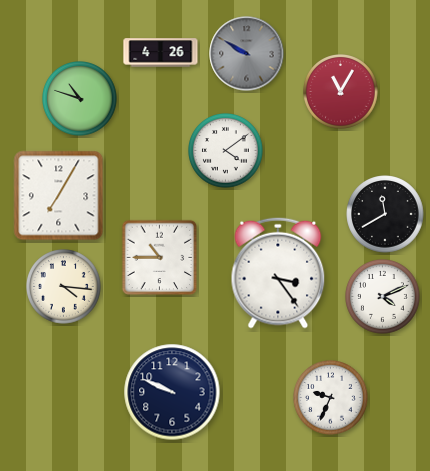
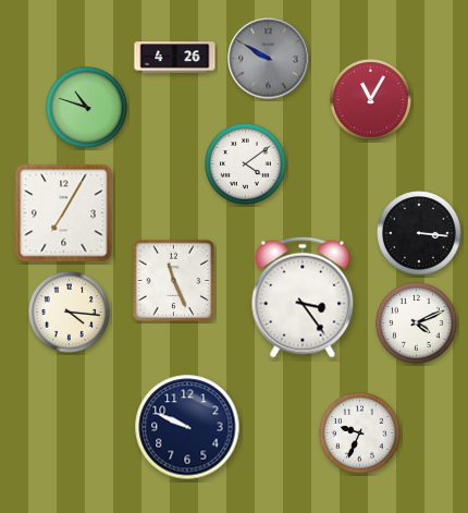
clock at (385, 214): 11:40 -> 3:16
clock at (160, 258): 10:45 -> 11:26
